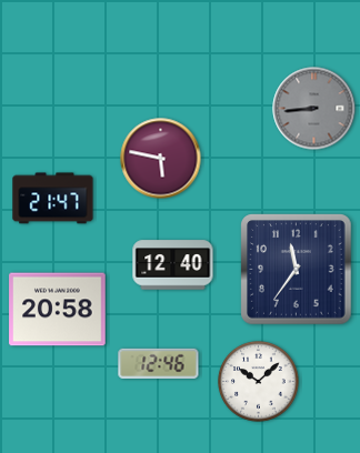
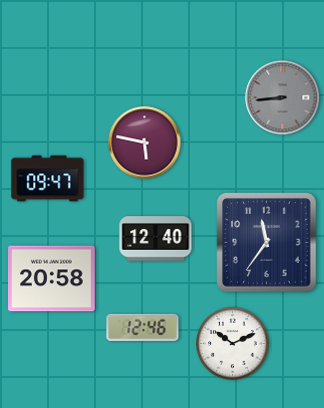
clock at (53, 199): 21:47 -> 09:47
clock at (259, 382): 10:08 -> 10:11
